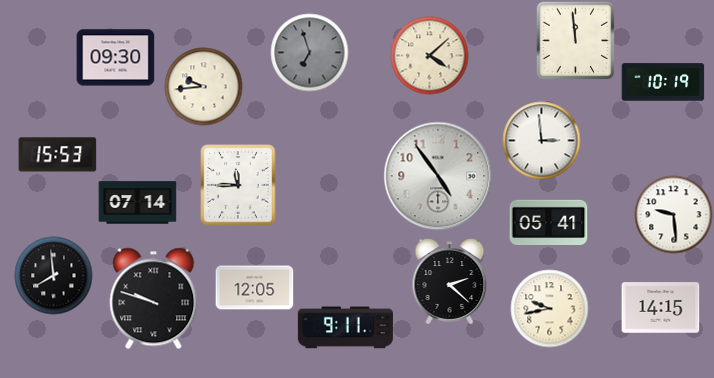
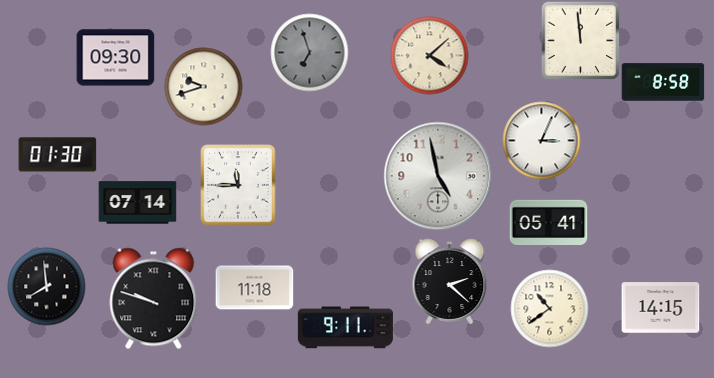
clock at (575, 40) position: (575, 40) -> (580, 40)
clock at (663, 82): 10:19 -> 8:58
clock at (203, 86): 9:44 -> 9:42
clock at (541, 140): 2:59 -> 3:04
clock at (57, 155): 15:53 -> 01:30
clock at (438, 176): 4:54 -> 4:58
clock at (673, 214): 9:29 -> none
clock at (53, 275) position: (53, 275) -> (46, 286)
clock at (254, 288): 12:05 -> 11:18
clock at (549, 308): 9:43 -> 10:39
